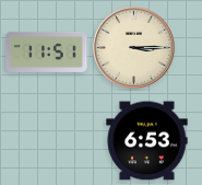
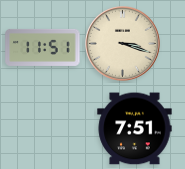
clock at (134, 48): 3:15 -> 3:18
clock at (147, 141): 6:53 -> 7:51
